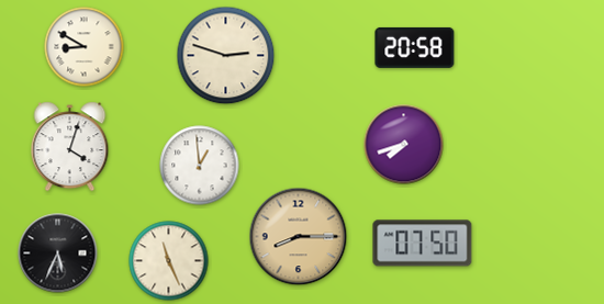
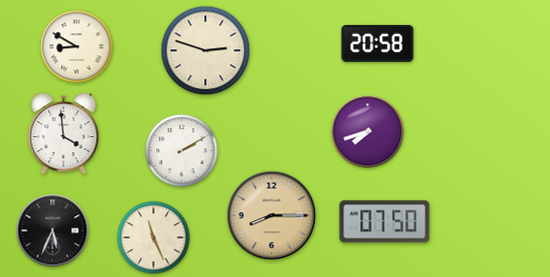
clock at (85, 47) position: (85, 47) -> (77, 47)
clock at (70, 147): 4:03 -> 3:59
clock at (200, 166): 12:59 -> 2:10
